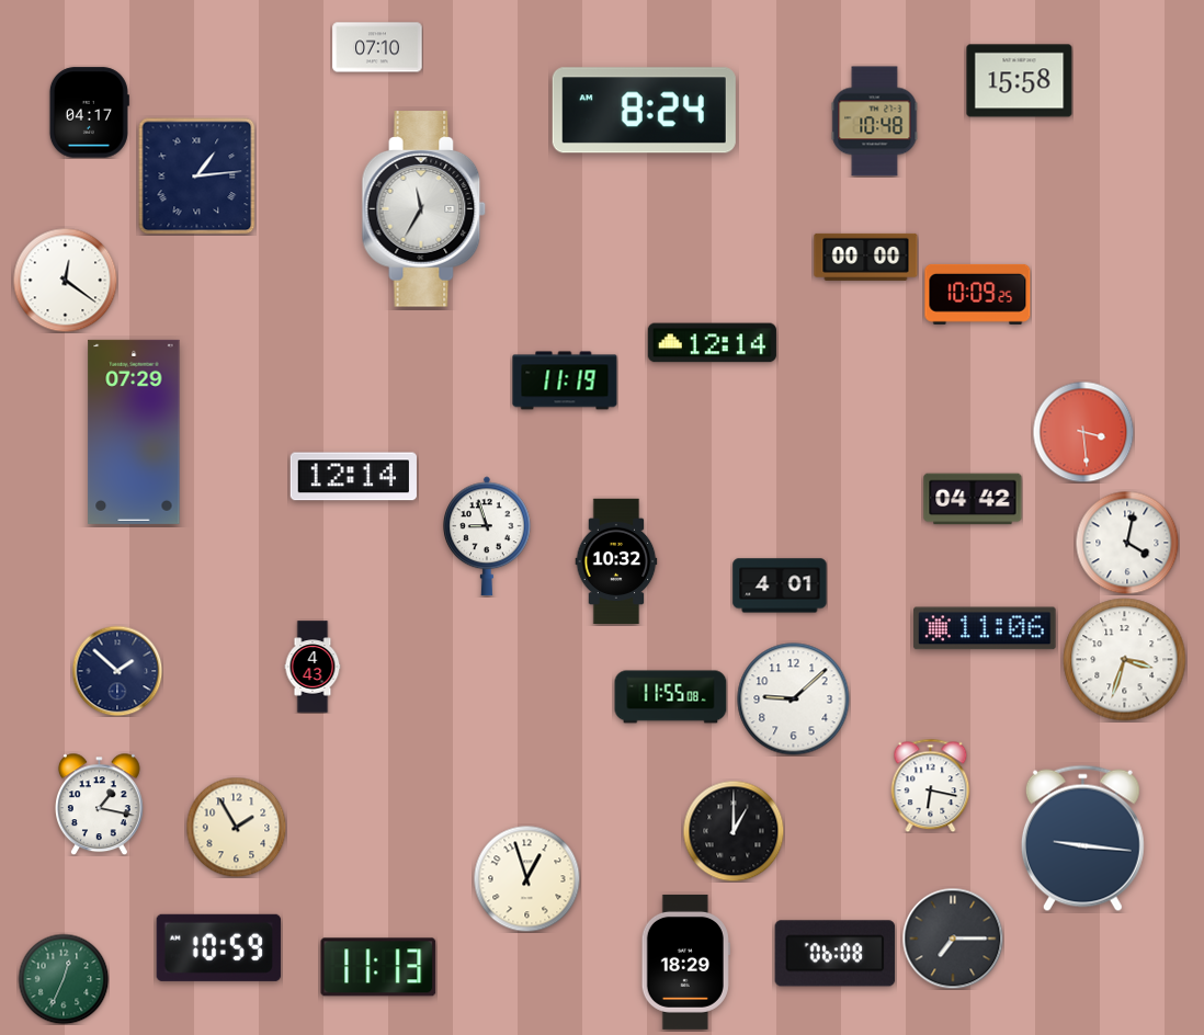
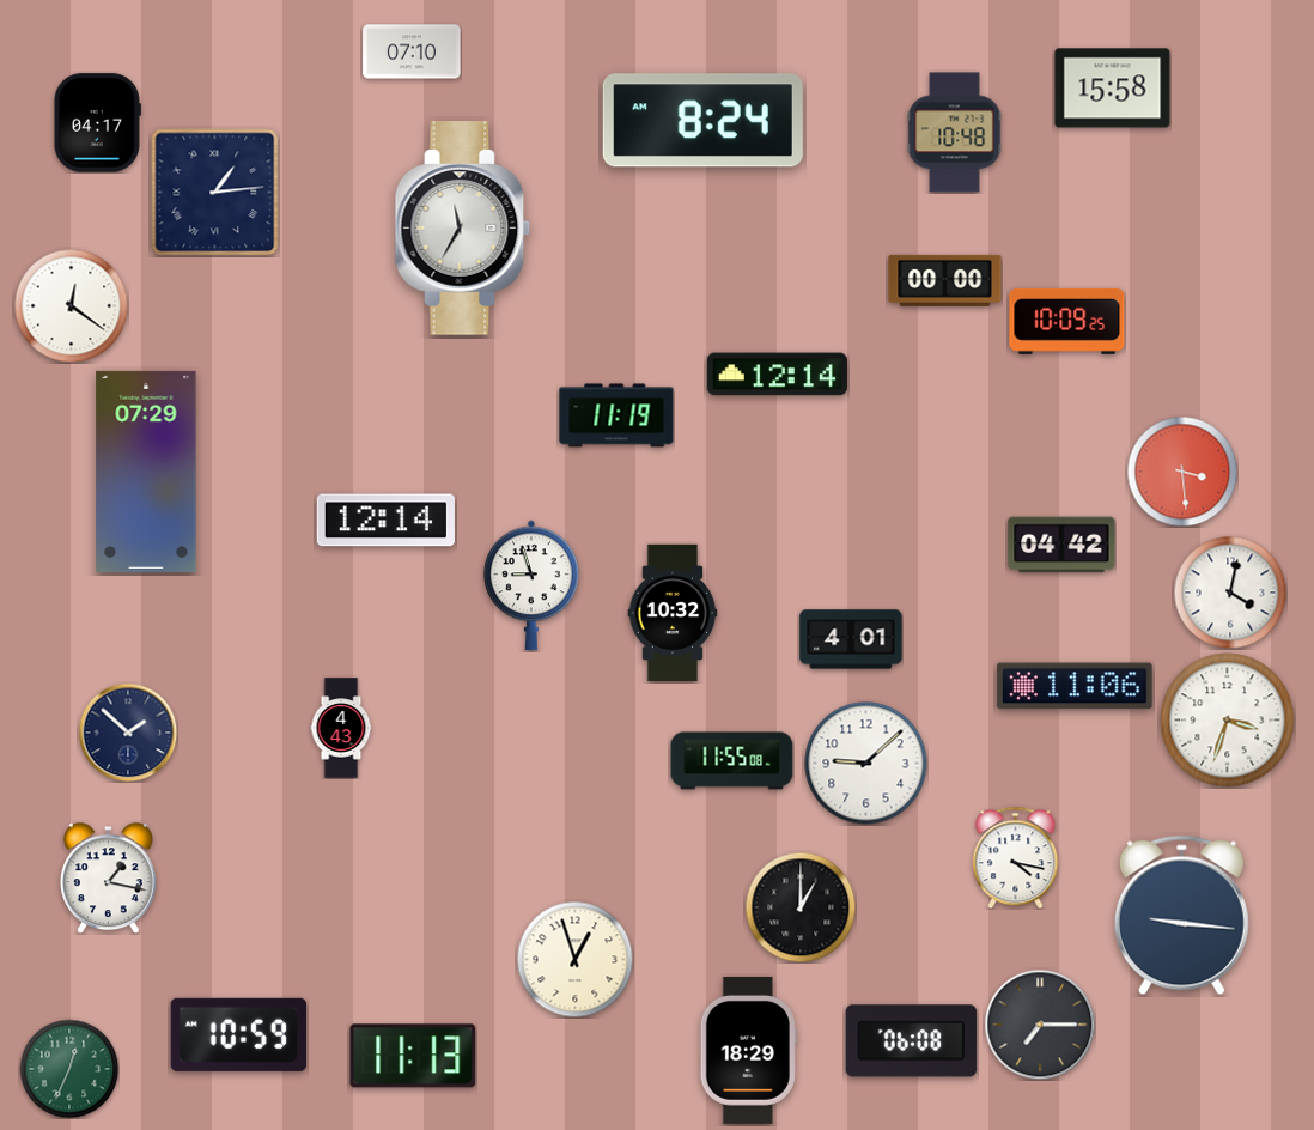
clock at (931, 785): 6:17 -> 4:17
clock at (236, 827): 1:55 -> none
